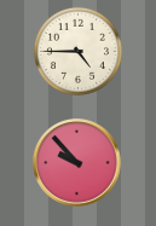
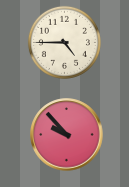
clock at (77, 163) position: (77, 163) -> (67, 135)
